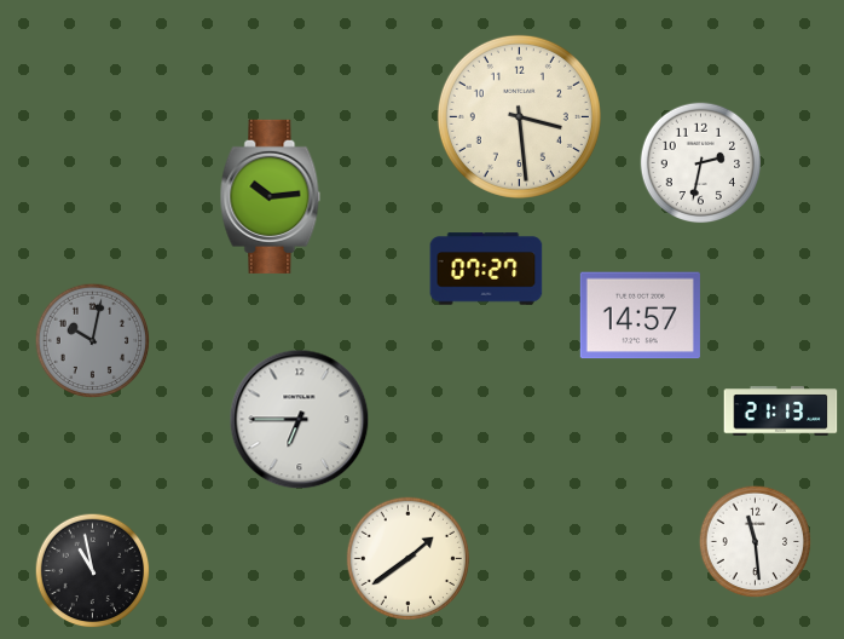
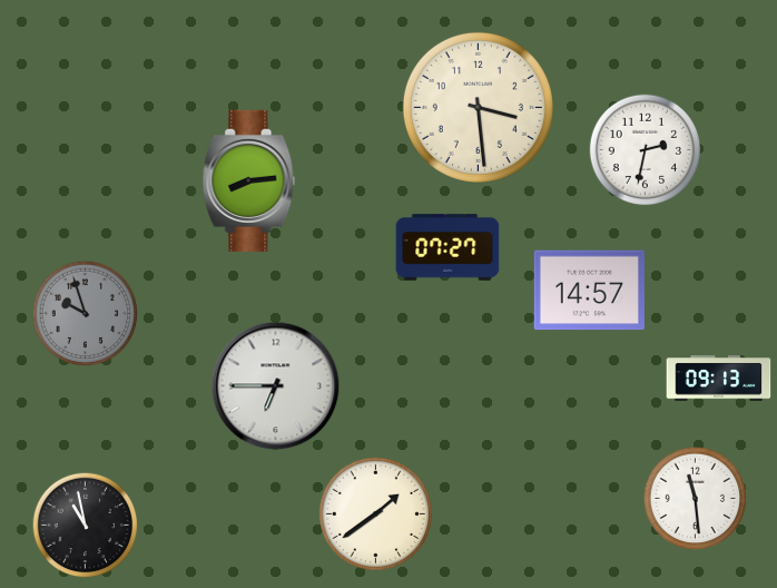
clock at (271, 196): 10:14 -> 8:14
clock at (93, 341): 10:02 -> 9:57
clock at (781, 411): 21:13 -> 09:13
